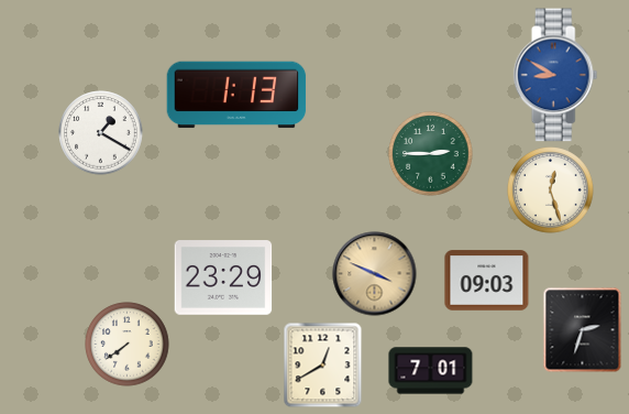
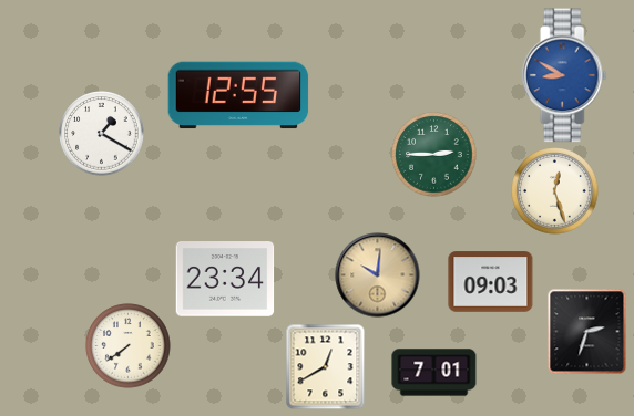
clock at (555, 75) position: (555, 75) -> (564, 75)
clock at (236, 95): 1:13 -> 12:55
clock at (375, 274): 3:49 -> 10:01
clock at (223, 277): 23:29 -> 23:34
